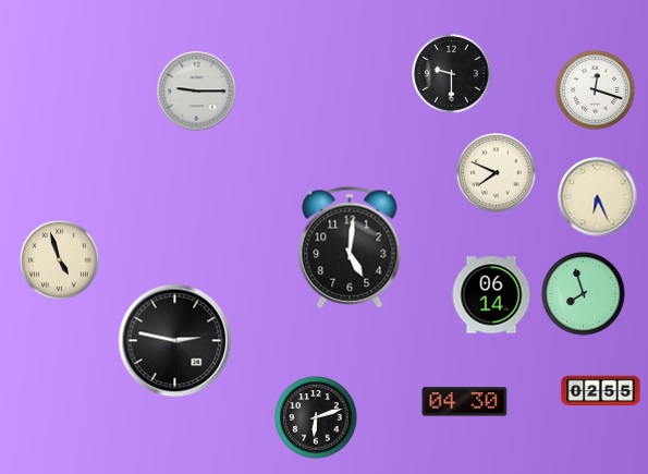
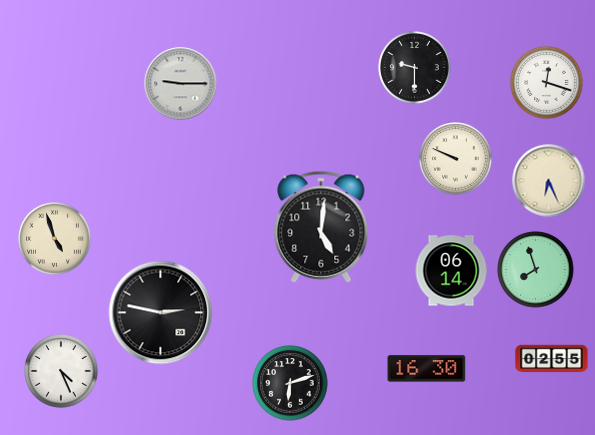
clock at (497, 173): 7:49 -> 9:49
clock at (465, 402): 04:30 -> 16:30
clock at (61, 371): none -> 4:26
